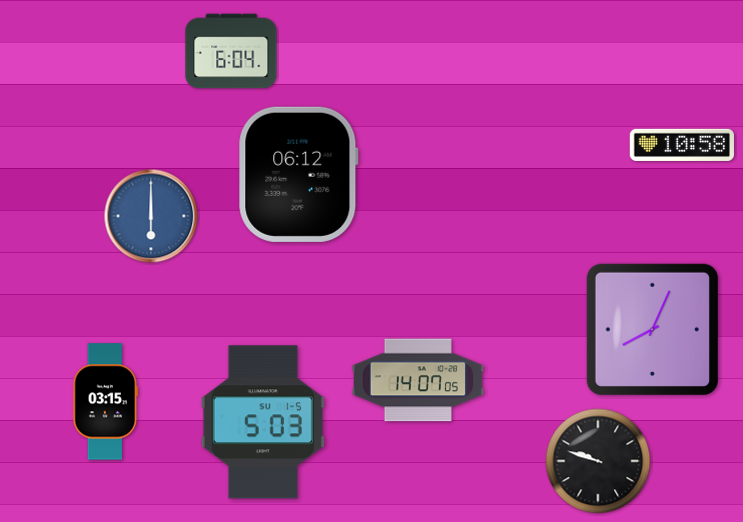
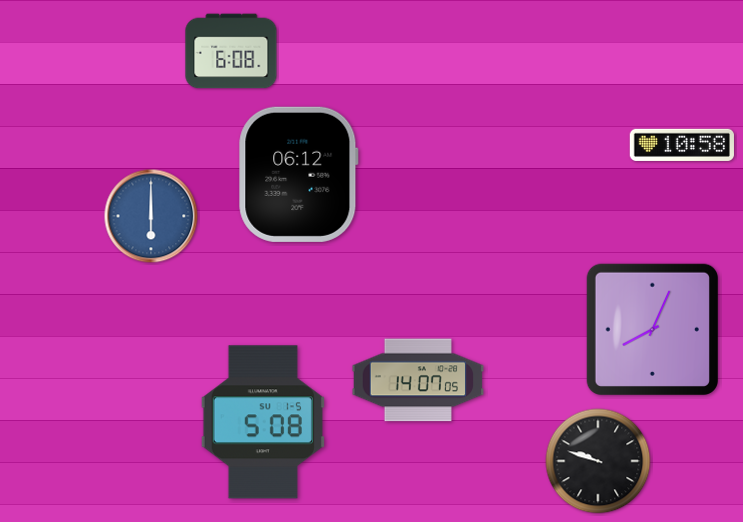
clock at (231, 51): 6:04 -> 6:08
clock at (106, 402): 03:15 -> none
clock at (263, 422): 5:03 -> 5:08
